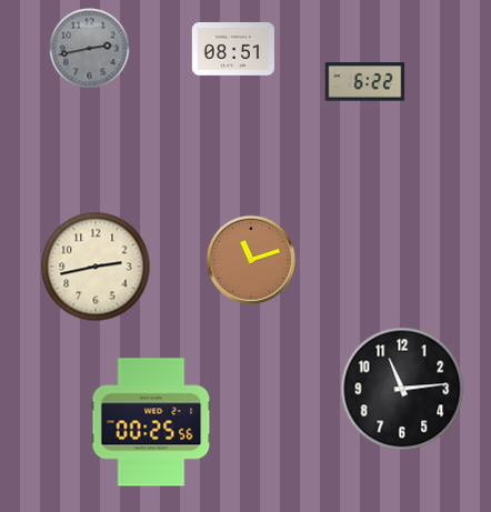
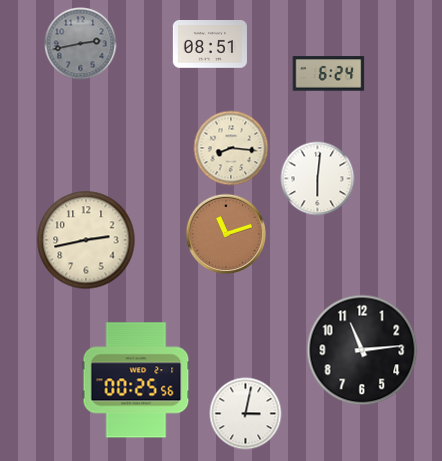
clock at (365, 82): 6:22 -> 6:24
clock at (231, 148): none -> 8:16
clock at (318, 179): none -> 6:01
clock at (246, 414): none -> 3:02
